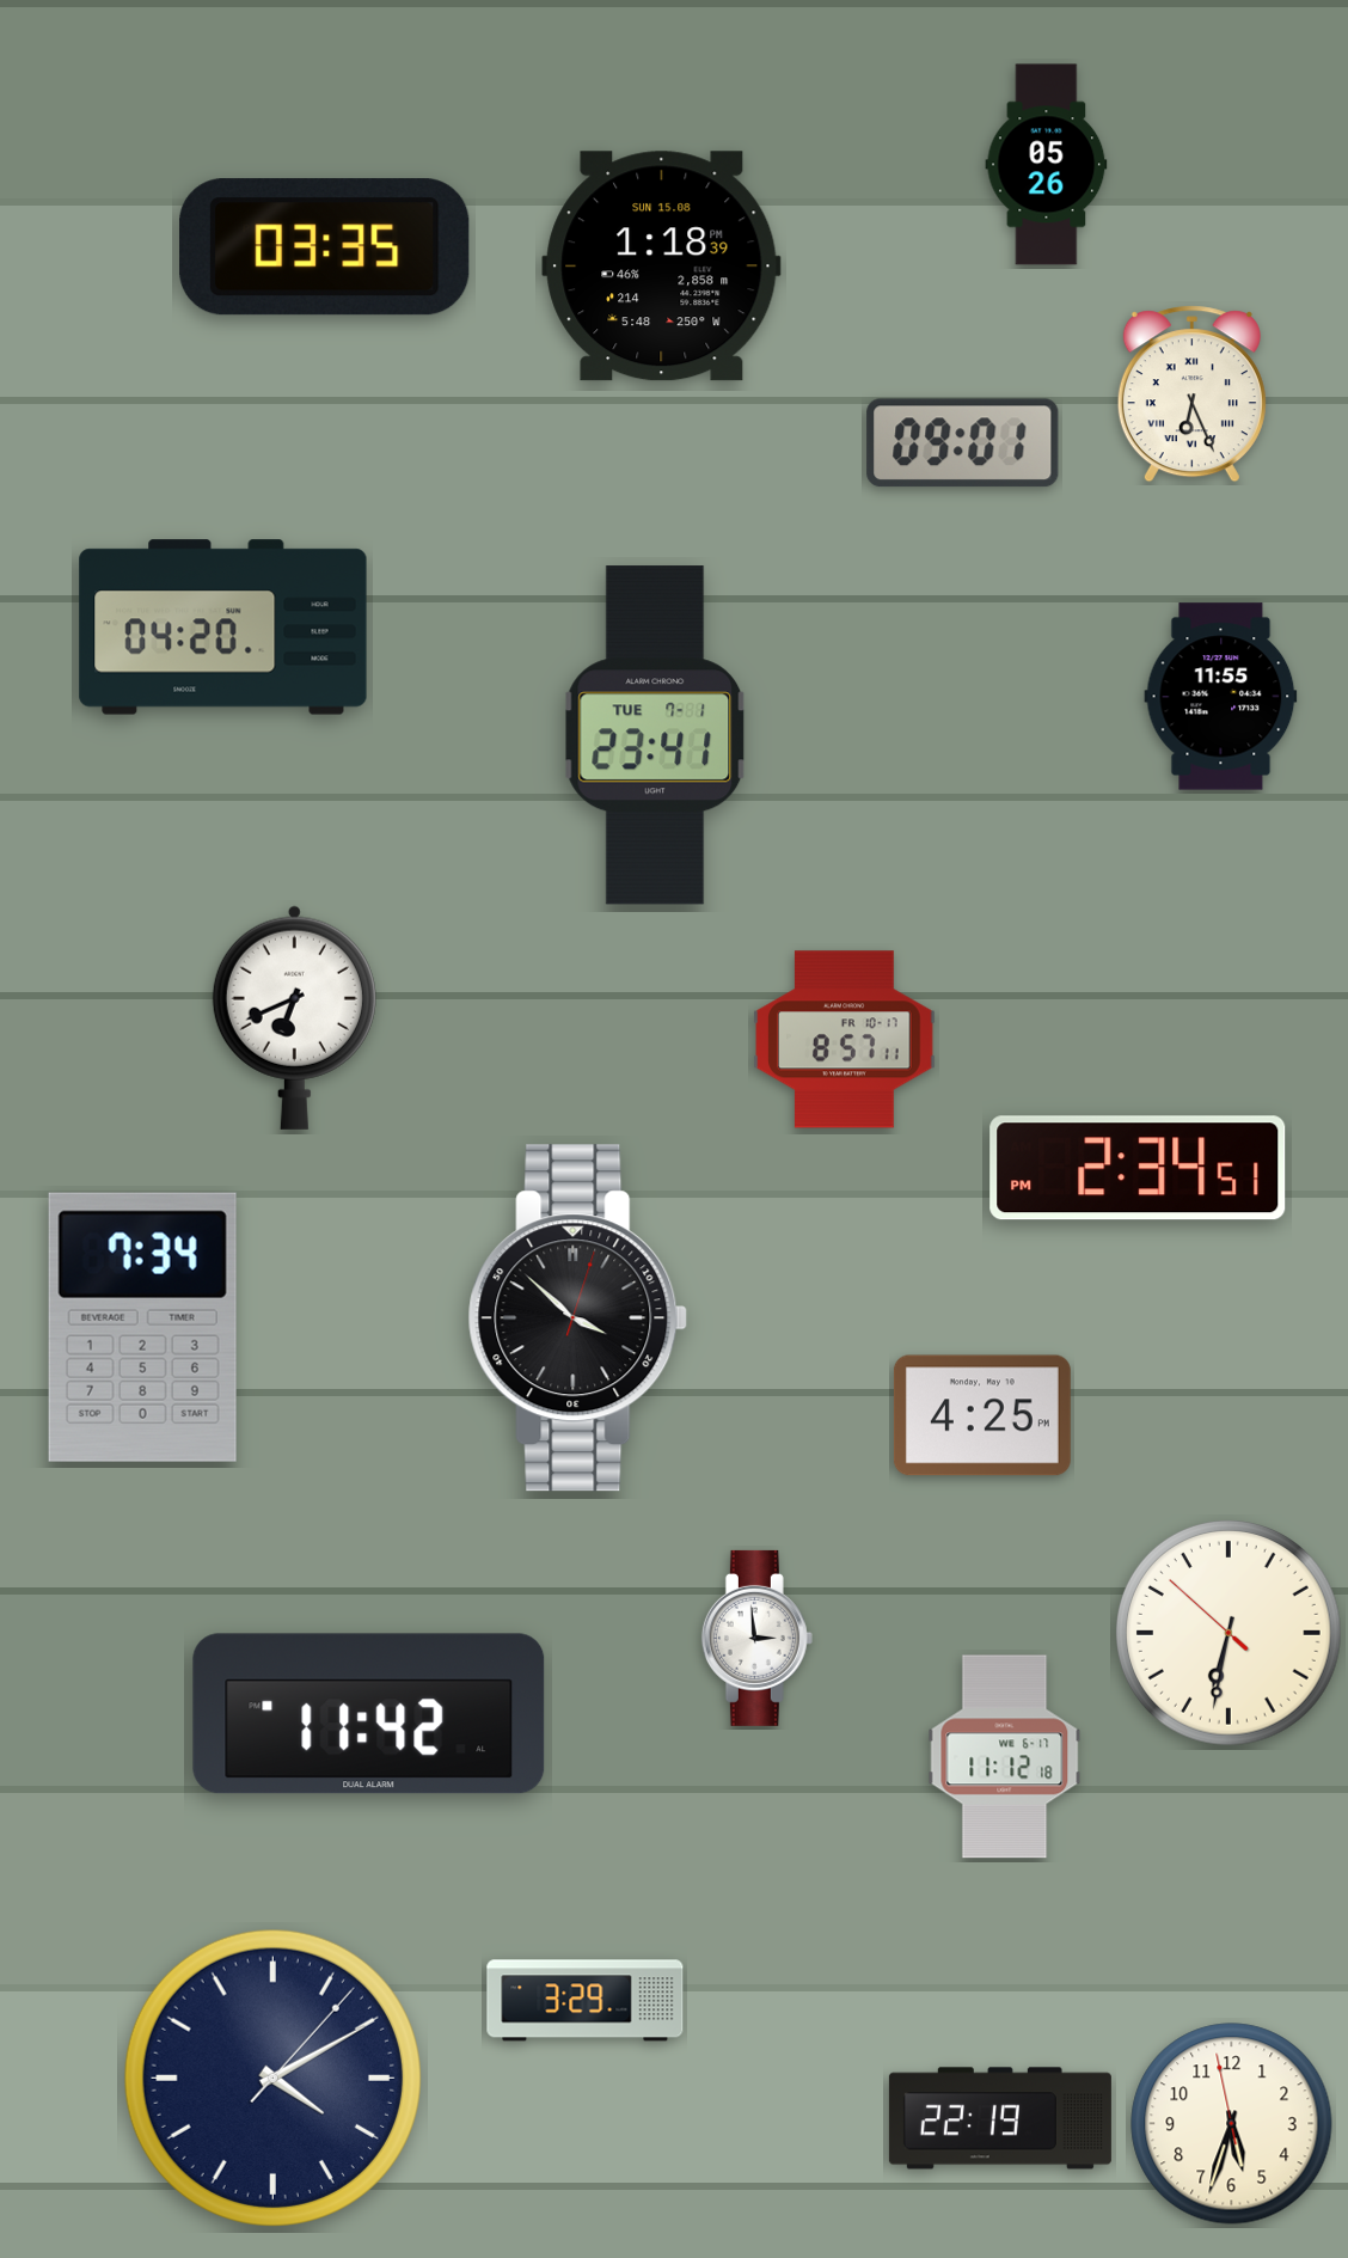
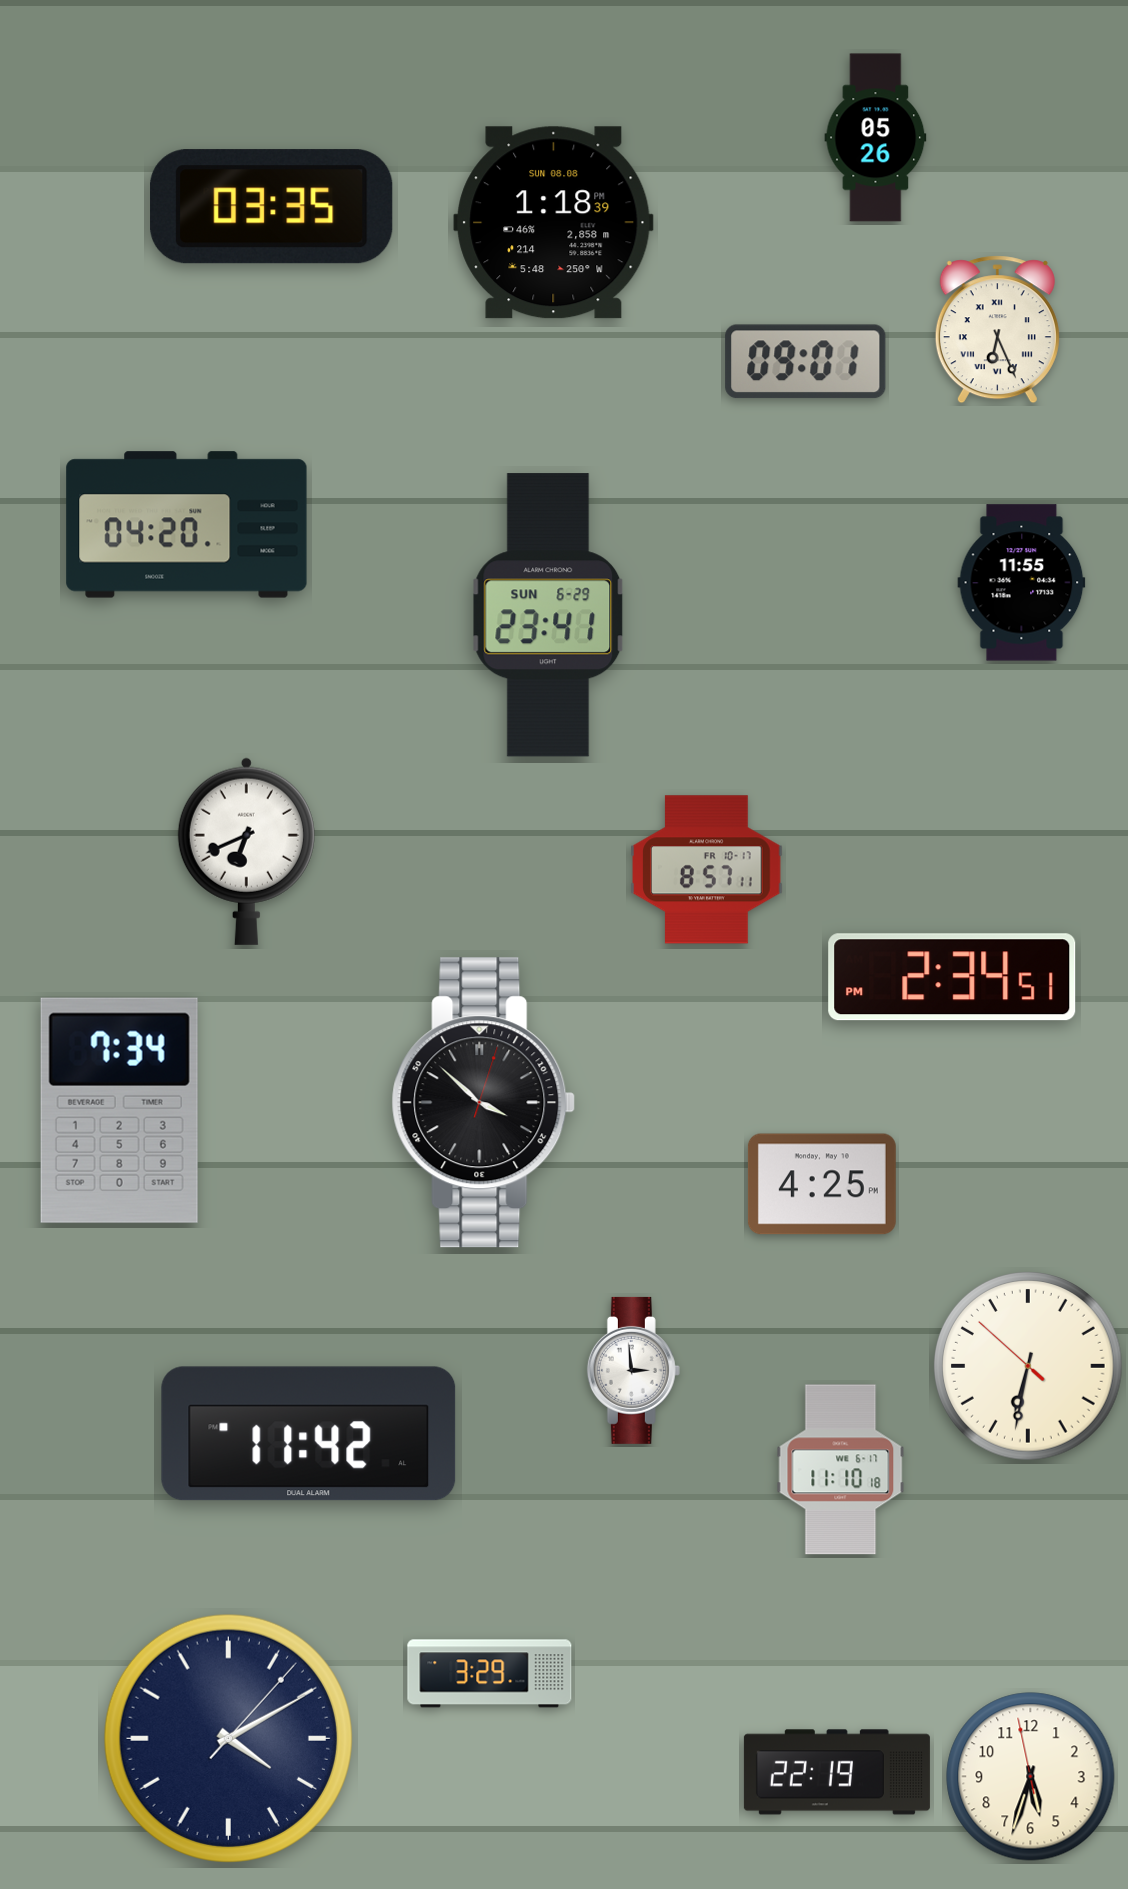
clock at (662, 267) date: SUN 15.08 -> SUN 08.08
clock at (963, 443) position: (963, 443) -> (806, 362)
clock at (655, 735) date: TUE 7-1 -> SUN 6-29
clock at (1005, 1757): 11:12 -> 11:10
